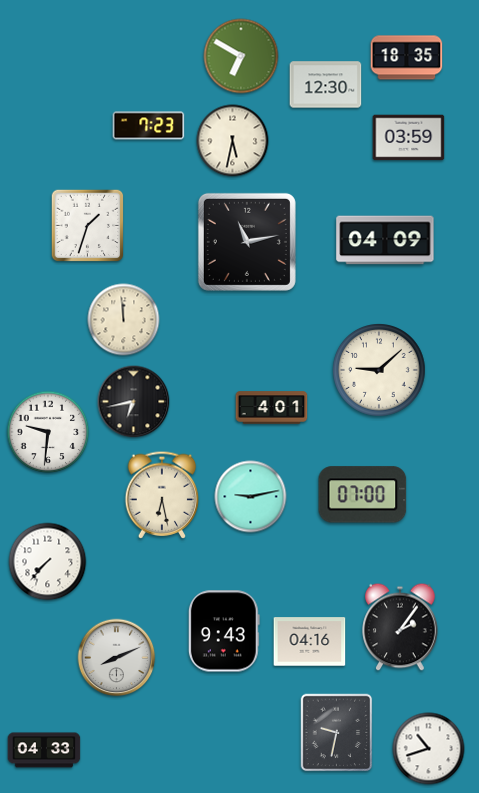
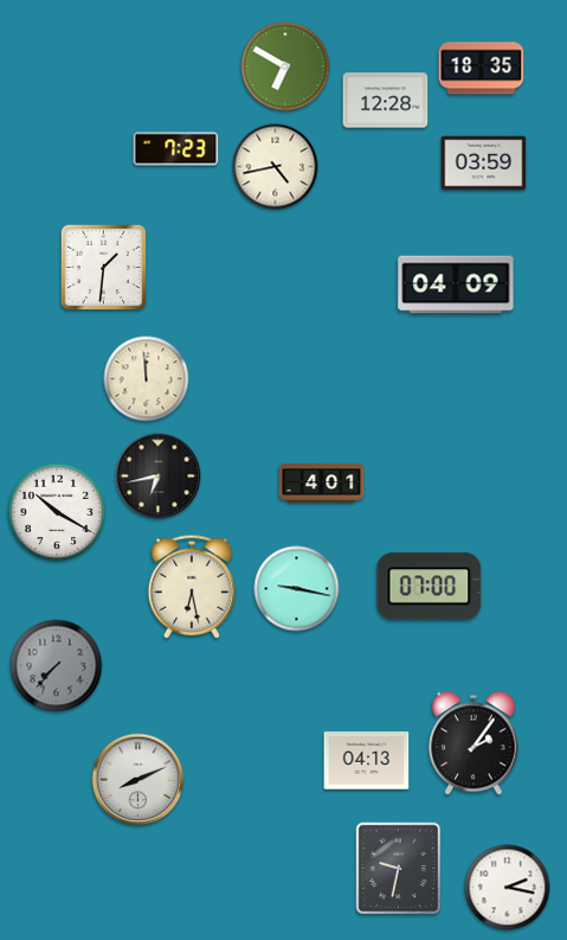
clock at (326, 85): 12:30 -> 12:28
clock at (233, 141): 5:32 -> 4:43
clock at (88, 226): 1:33 -> 1:31
clock at (247, 242): 11:13 -> none
clock at (380, 371): 9:08 -> none
clock at (48, 432): 9:31 -> 10:20
clock at (251, 497): 9:13 -> 9:17
clock at (48, 562) dial: white -> grey
clock at (224, 631): 9:43 -> none
clock at (310, 642): 04:16 -> 04:13
clock at (429, 749): 10:42 -> 2:17
clock at (44, 750): 04:33 -> none
